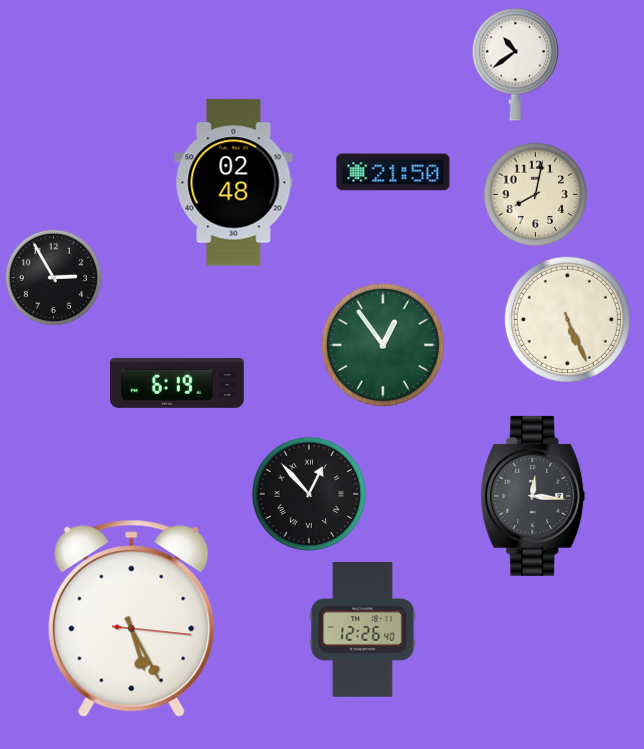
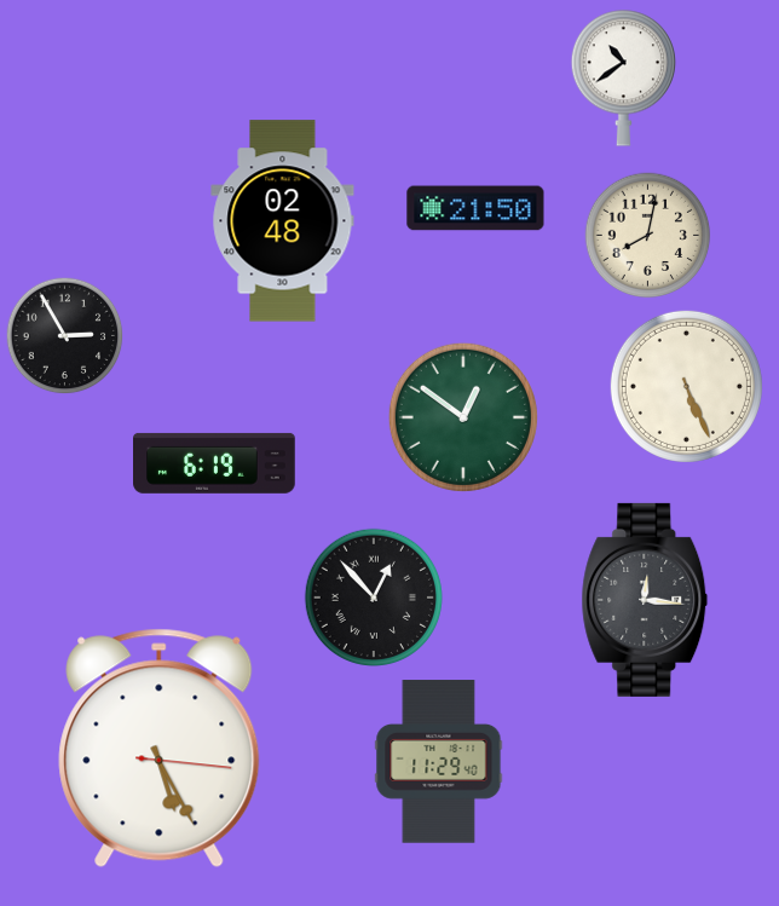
clock at (383, 345): 12:54 -> 12:51
clock at (363, 630): 12:26 -> 11:29
